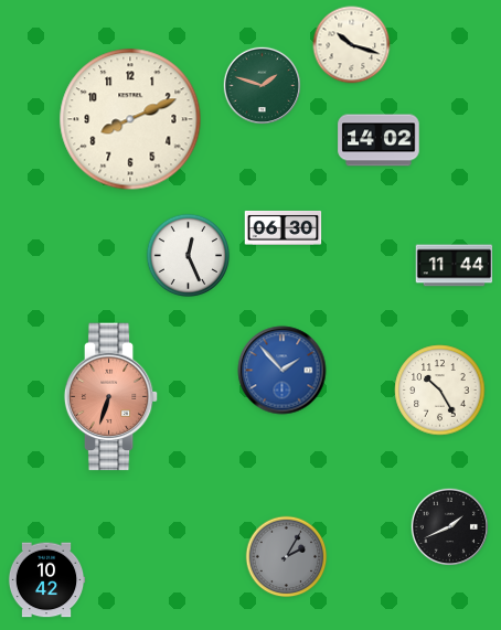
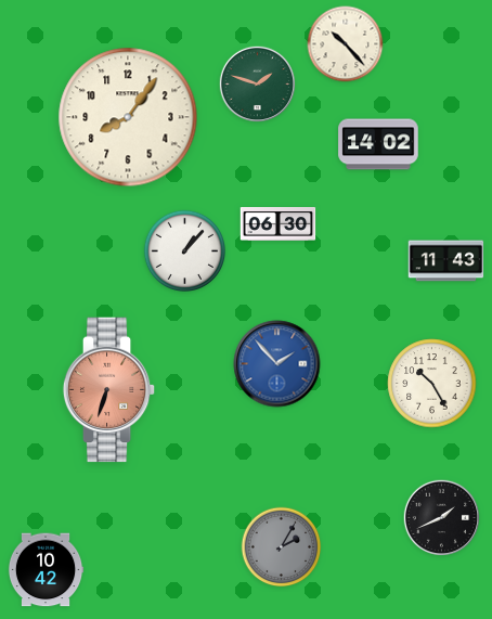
clock at (352, 45): 10:18 -> 10:23
clock at (130, 119): 8:11 -> 8:06
clock at (379, 140) position: (379, 140) -> (378, 144)
clock at (188, 255): 12:26 -> 1:07
clock at (455, 266): 11:44 -> 11:43
